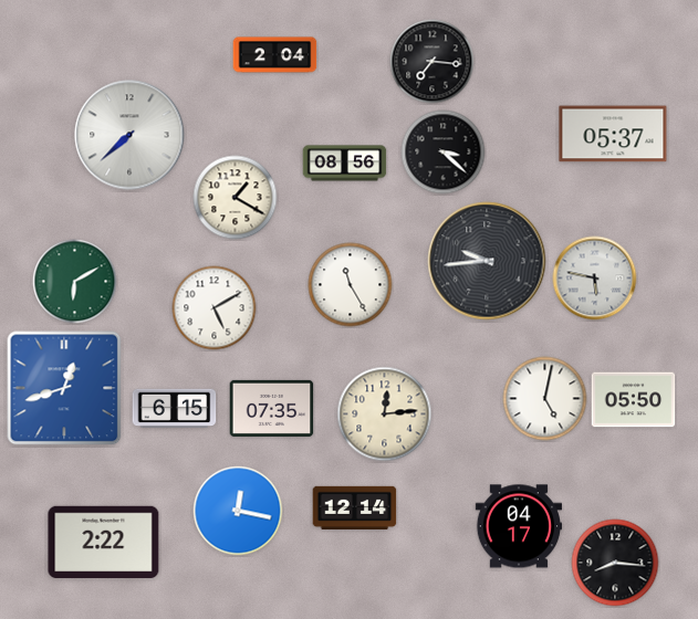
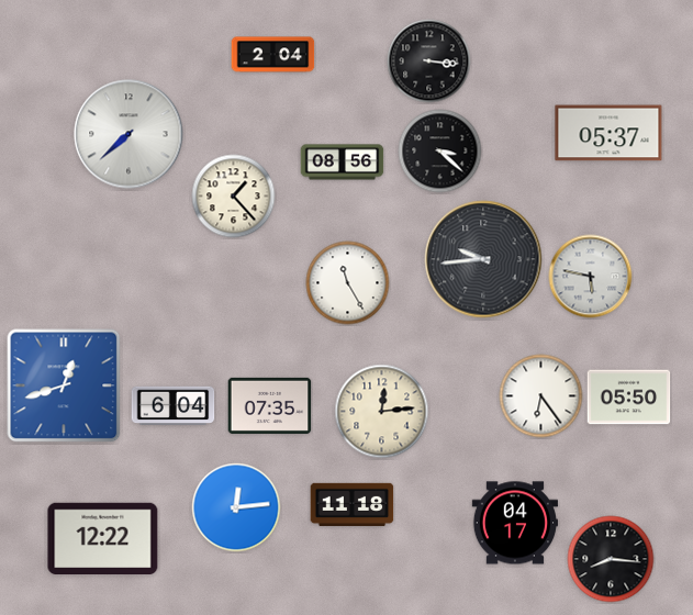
clock at (433, 62): 7:16 -> 3:16
clock at (236, 198): 1:20 -> 1:23
clock at (75, 282): 6:10 -> none
clock at (215, 308): 5:10 -> none
clock at (545, 399): 5:02 -> 6:24
clock at (175, 409): 6:15 -> 6:04
clock at (355, 507): 12:14 -> 11:18
clock at (238, 511): 12:17 -> 12:14
clock at (104, 543): 2:22 -> 12:22
